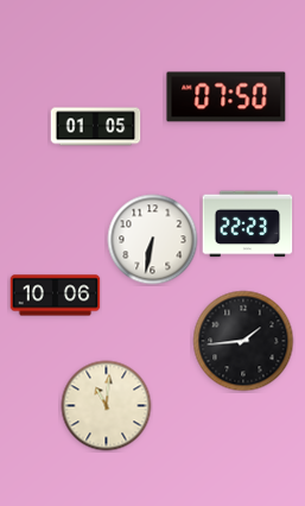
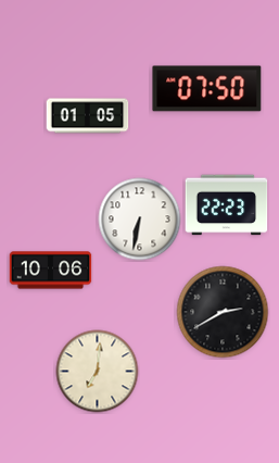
clock at (243, 341): 1:44 -> 2:40
clock at (107, 406): 11:01 -> 7:01
